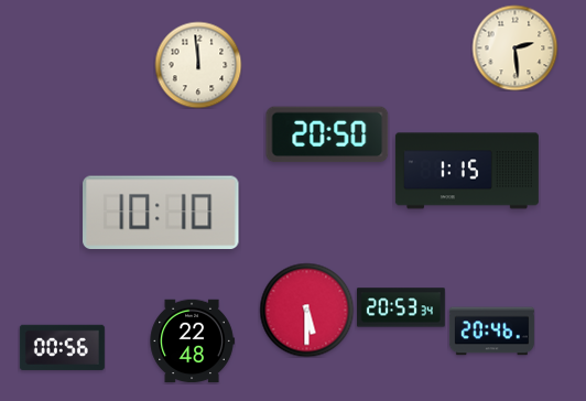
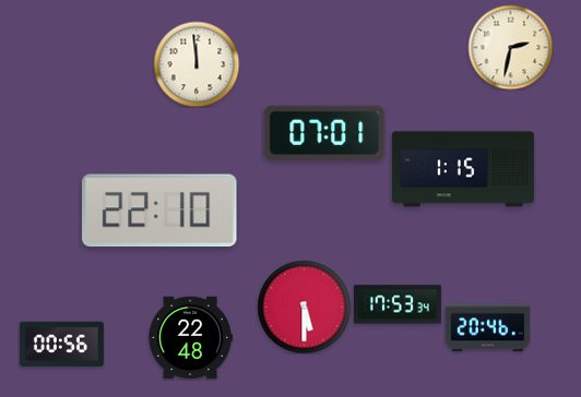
clock at (514, 47): 2:29 -> 2:32
clock at (327, 134): 20:50 -> 07:01
clock at (161, 213): 10:10 -> 22:10
clock at (401, 307): 20:53 -> 17:53
